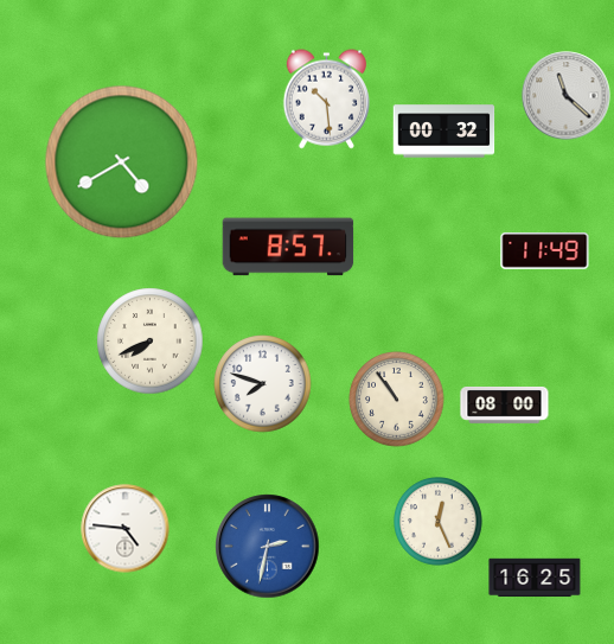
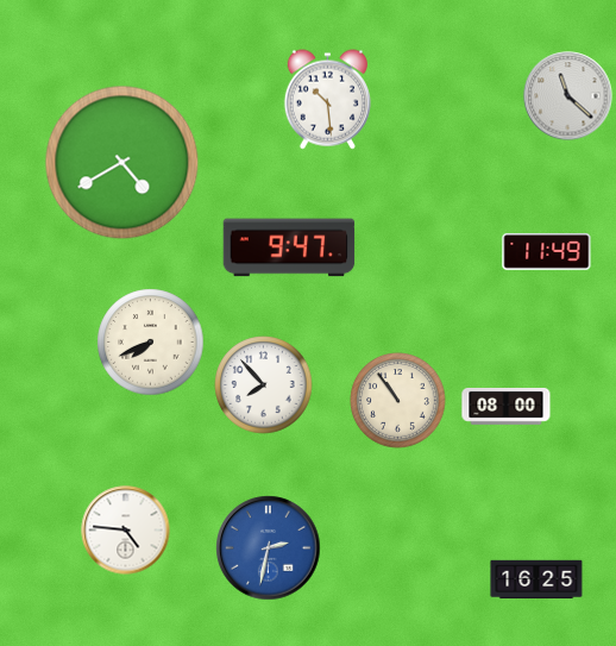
clock at (444, 132): 00:32 -> none
clock at (288, 247): 8:57 -> 9:47
clock at (263, 384): 7:48 -> 7:53
clock at (439, 522): 12:26 -> none
